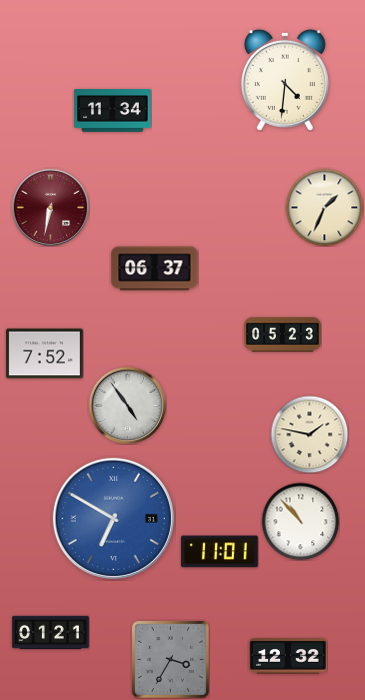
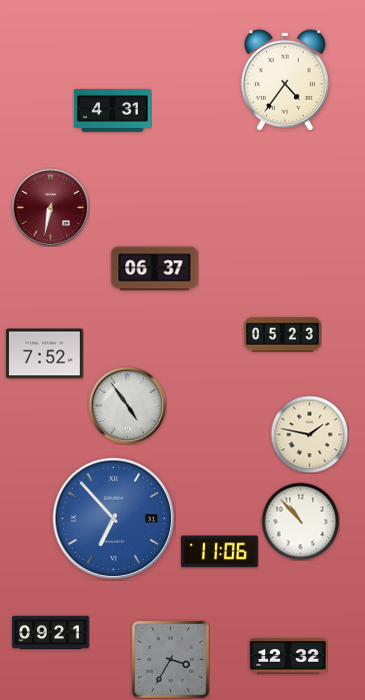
clock at (285, 80): 4:31 -> 4:36
clock at (113, 111): 11:34 -> 4:31
clock at (324, 207): 1:34 -> none
clock at (113, 518): 6:50 -> 6:53
clock at (220, 552): 11:01 -> 11:06
clock at (51, 633): 01:21 -> 09:21
